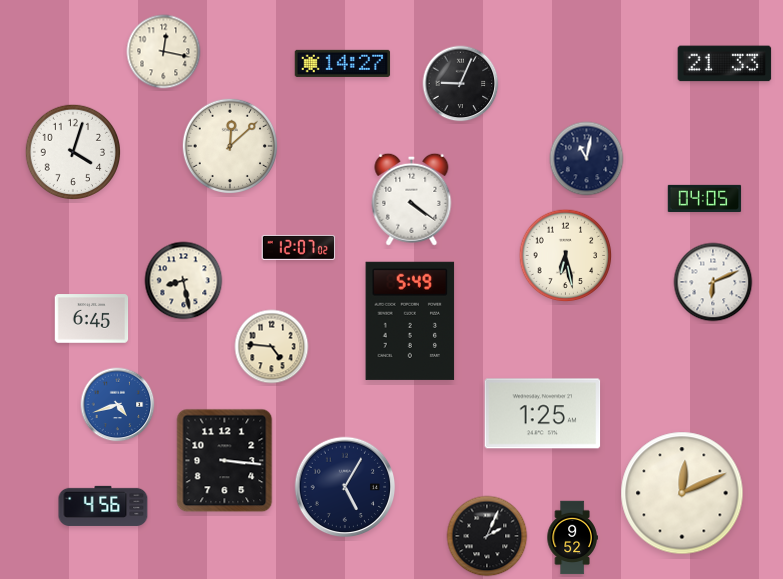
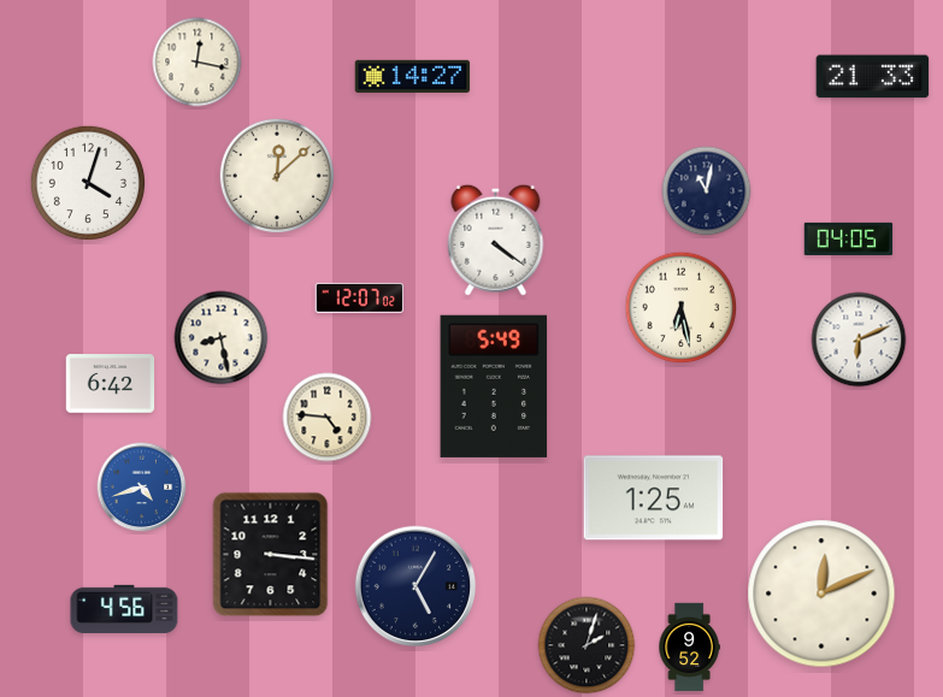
clock at (461, 84): 9:04 -> none
clock at (92, 319): 6:45 -> 6:42
clock at (487, 536): 2:04 -> 2:03
